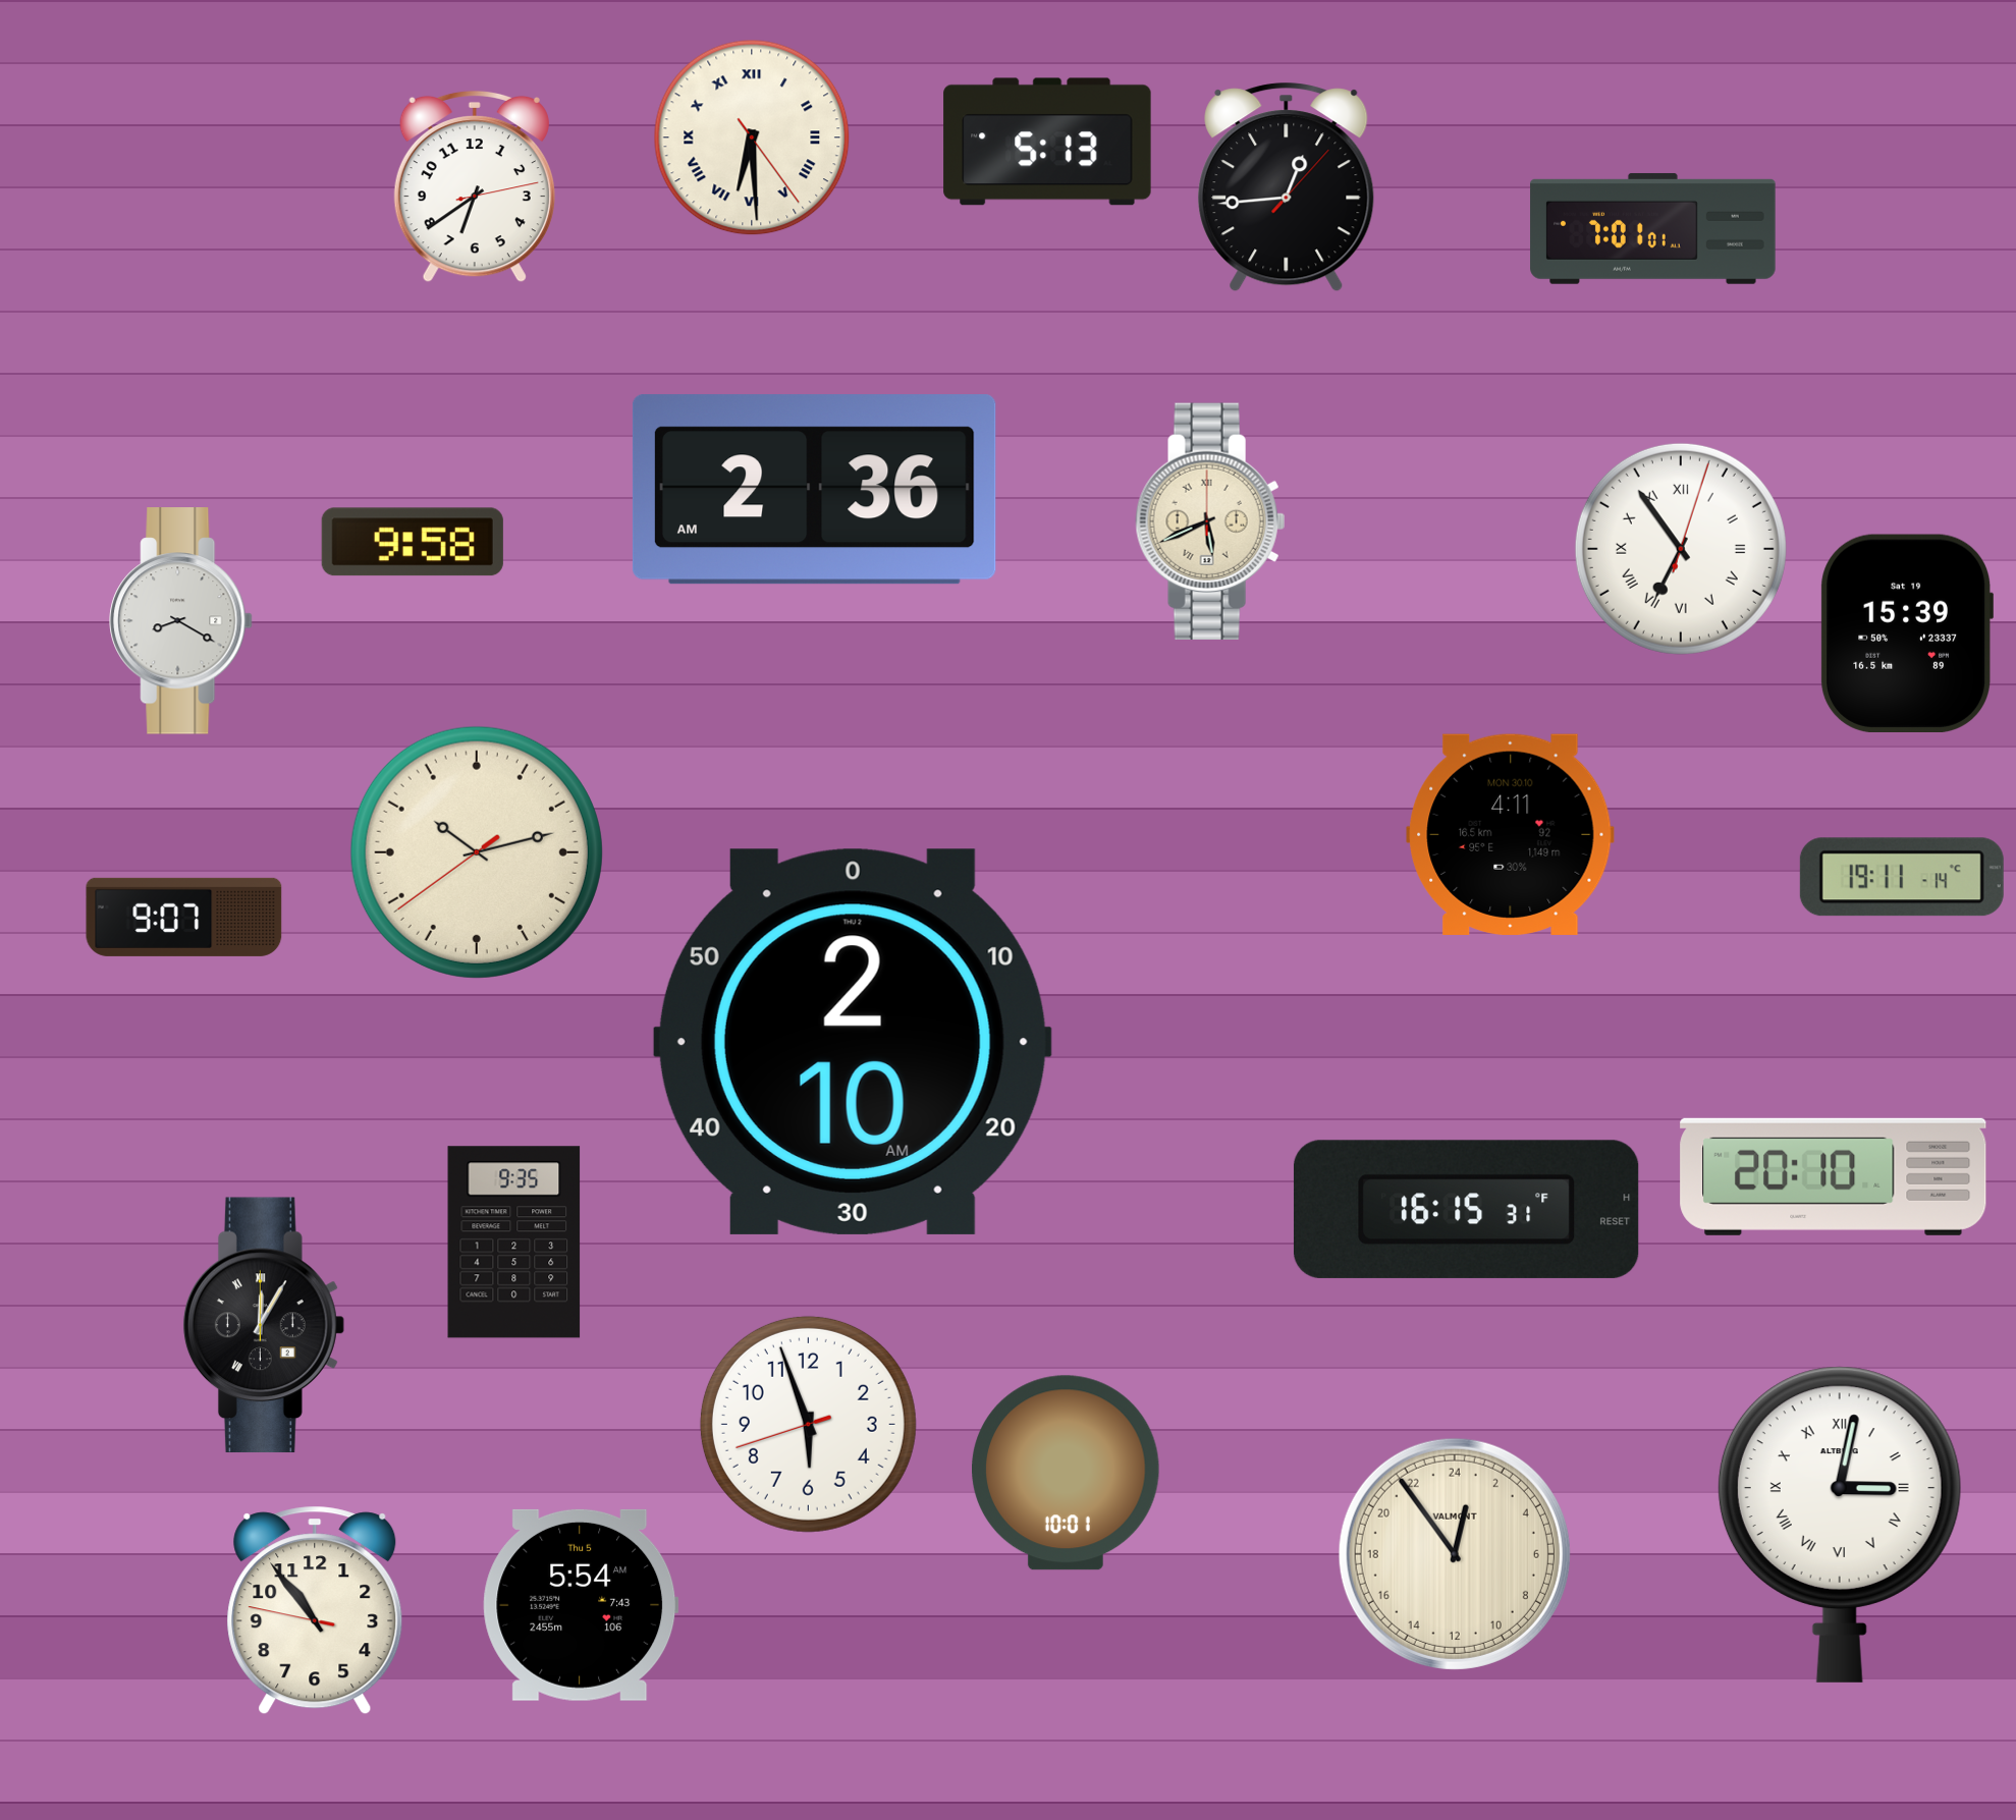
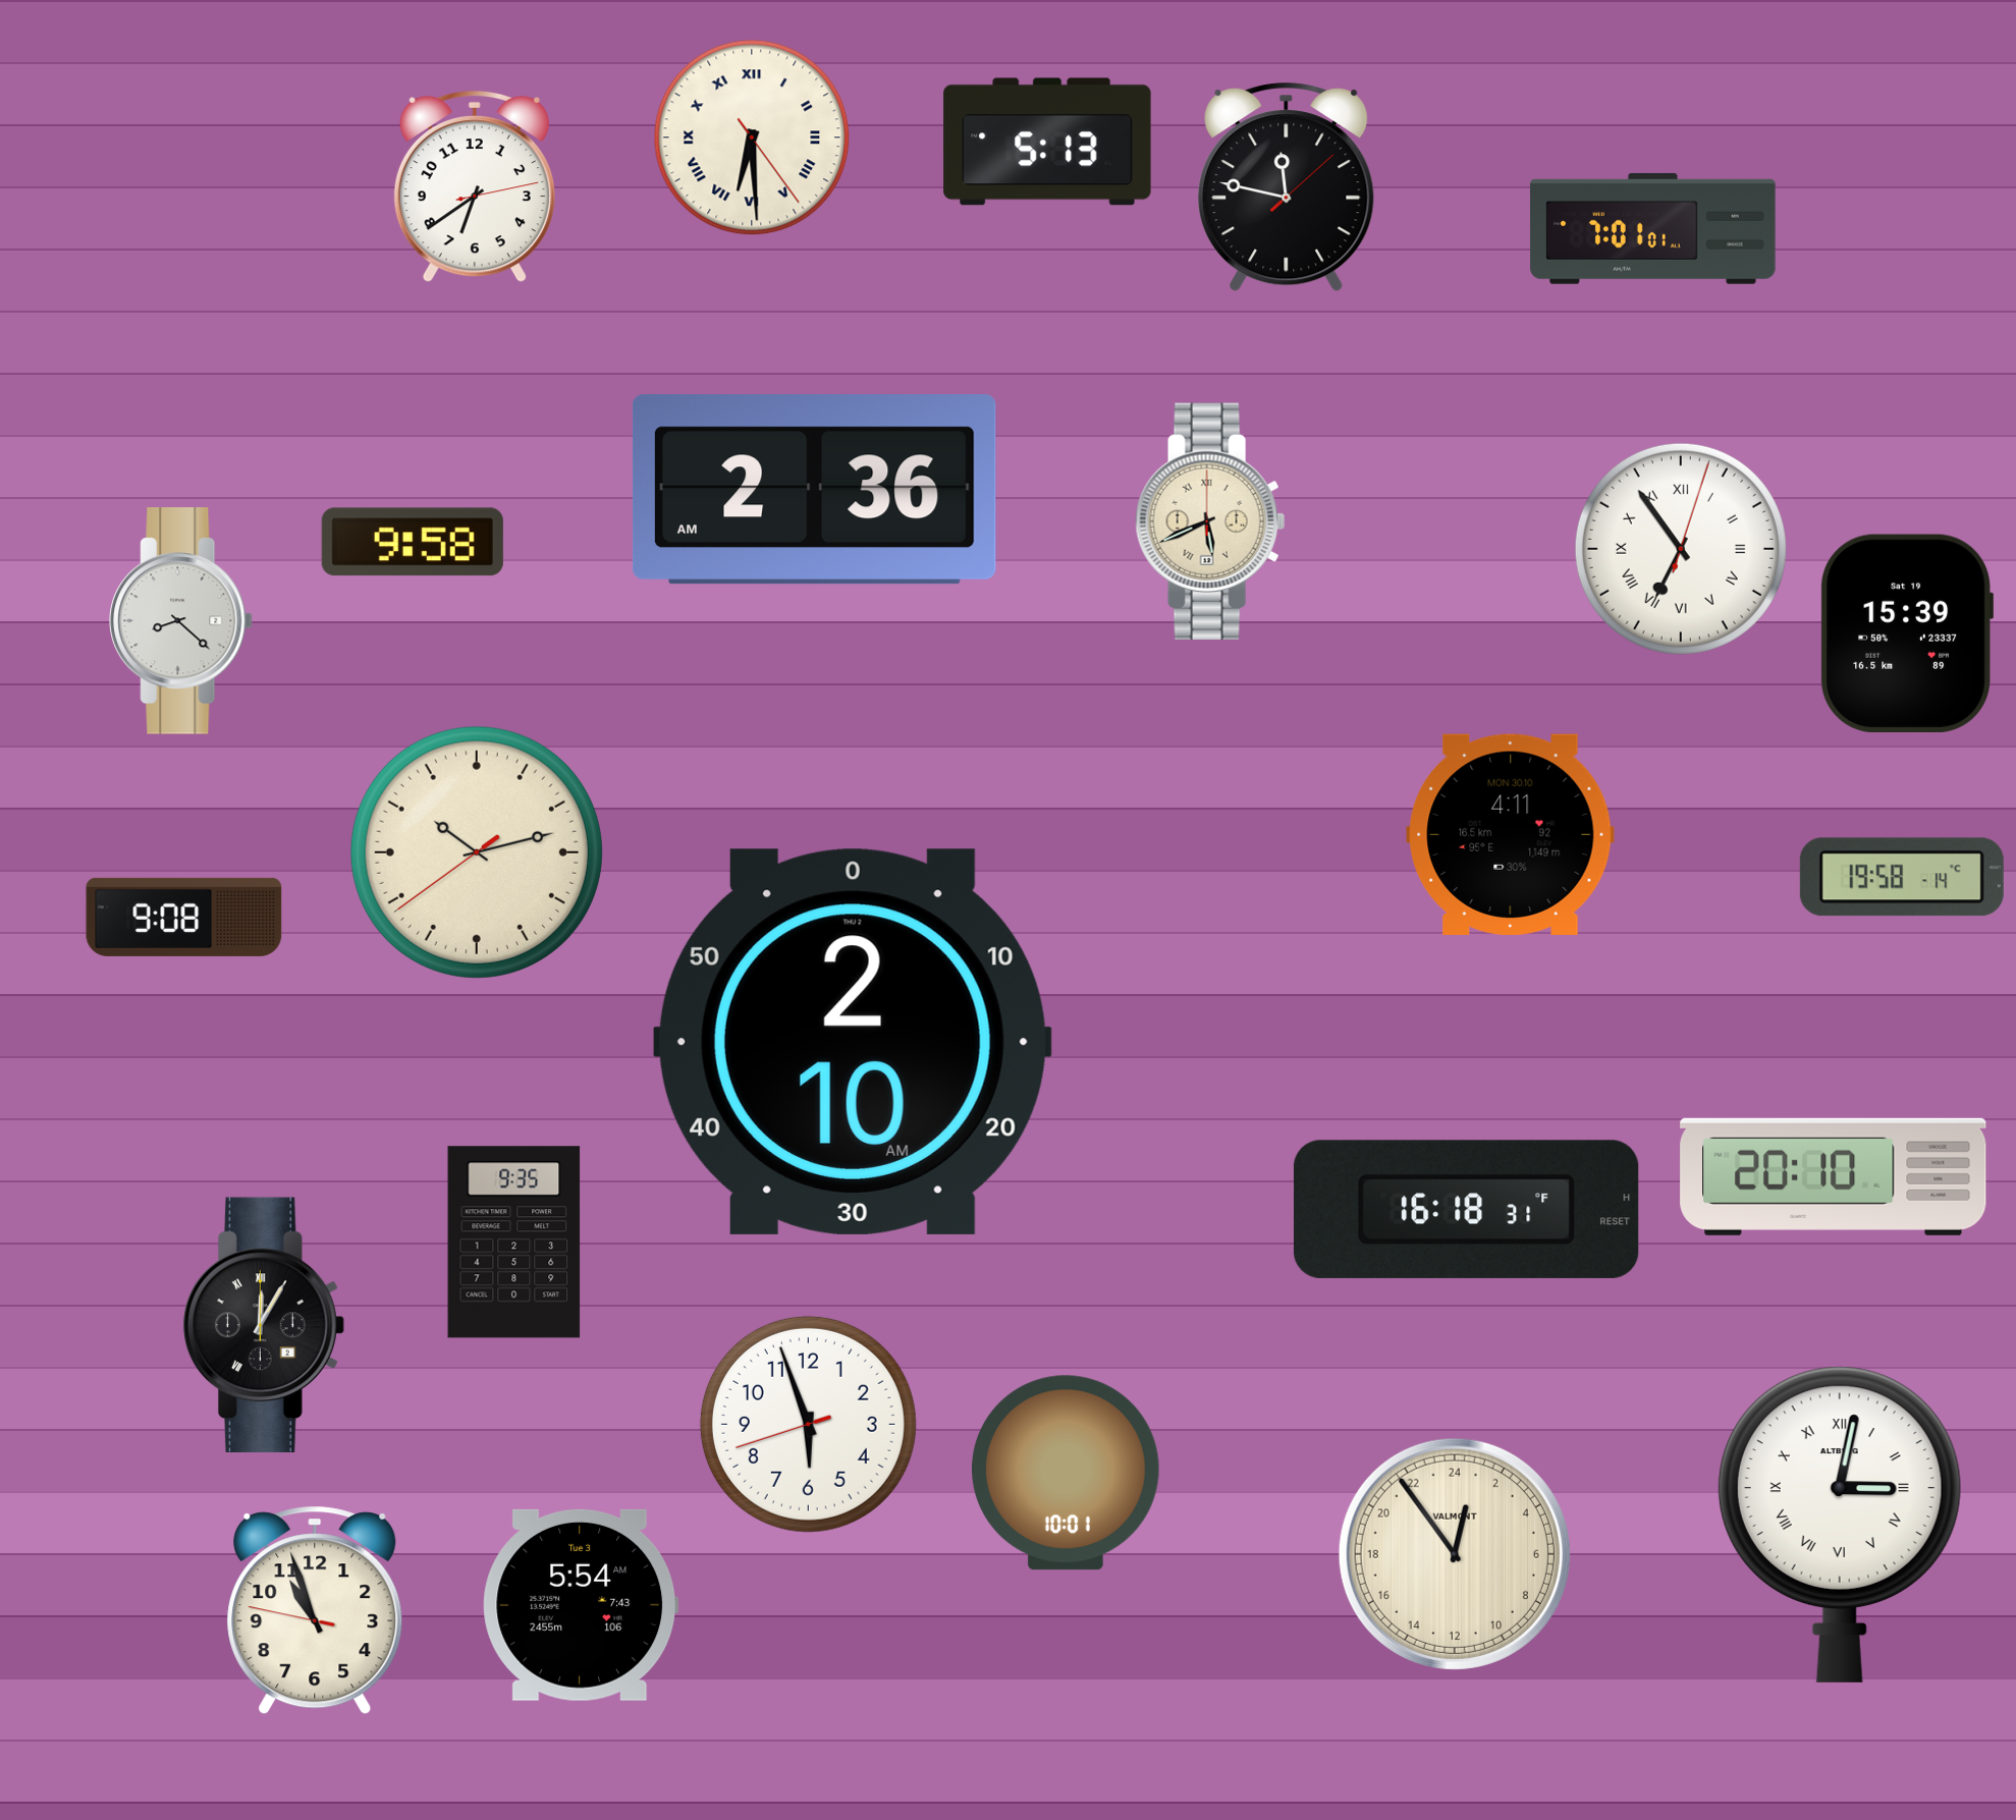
clock at (1287, 187): 12:44 -> 11:47
clock at (181, 621): 8:20 -> 8:22
clock at (1902, 877): 19:11 -> 19:58
clock at (184, 917): 9:07 -> 9:08
clock at (1466, 1209): 16:15 -> 16:18
clock at (581, 1605) date: Thu 5 -> Tue 3
clock at (315, 1610): 10:53 -> 10:56
